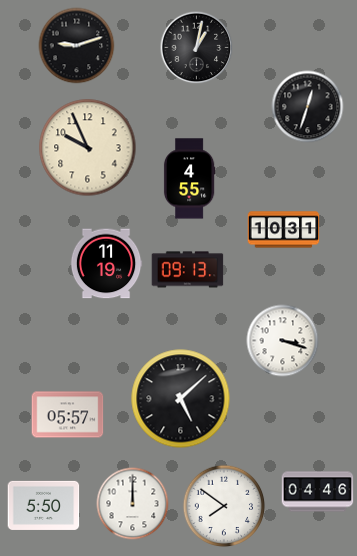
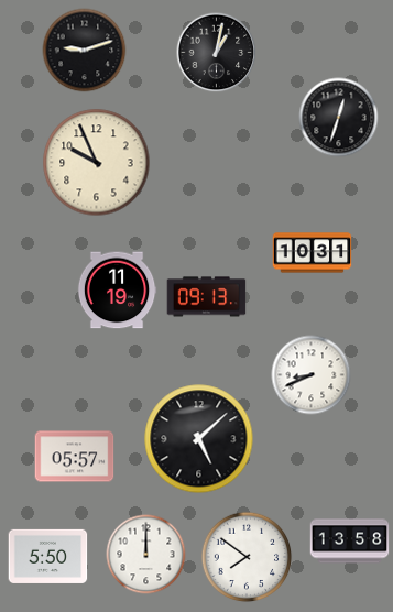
clock at (189, 179): 4:55 -> none
clock at (283, 341): 3:18 -> 8:41
clock at (318, 492): 04:46 -> 13:58
